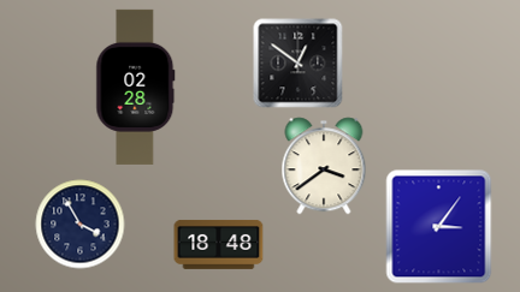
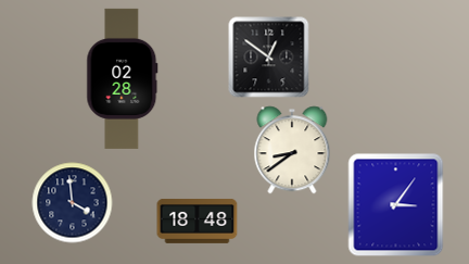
clock at (324, 166): 3:39 -> 8:39
clock at (81, 225): 3:55 -> 3:59
